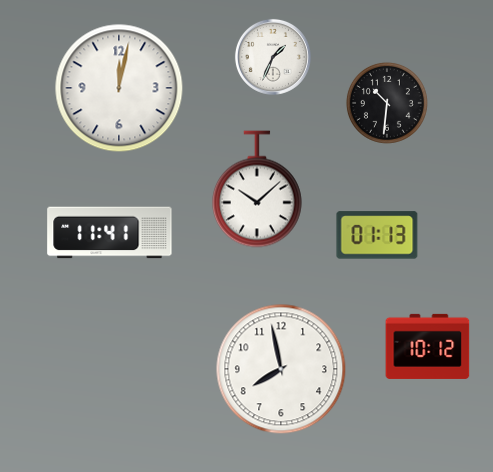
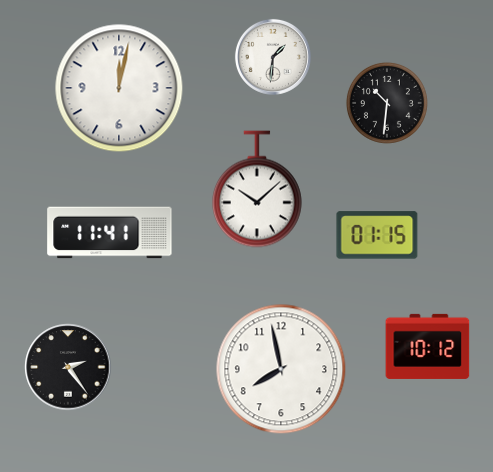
clock at (273, 57): 1:34 -> 1:31
clock at (377, 235): 01:13 -> 01:15
clock at (68, 367): none -> 2:24
